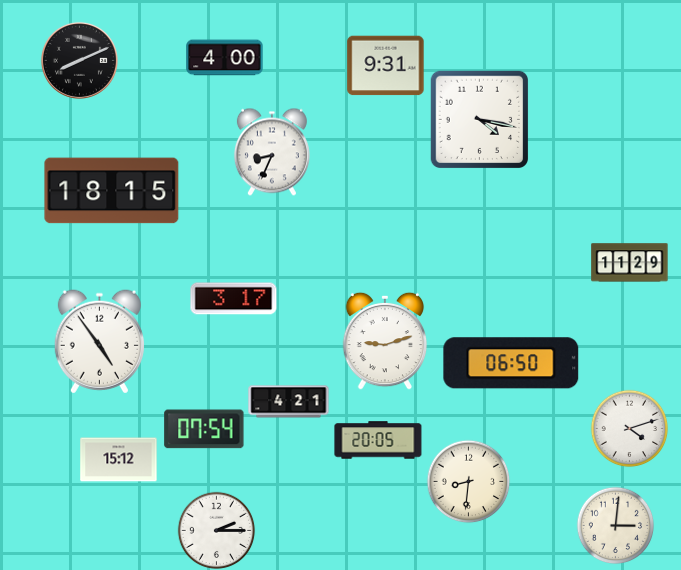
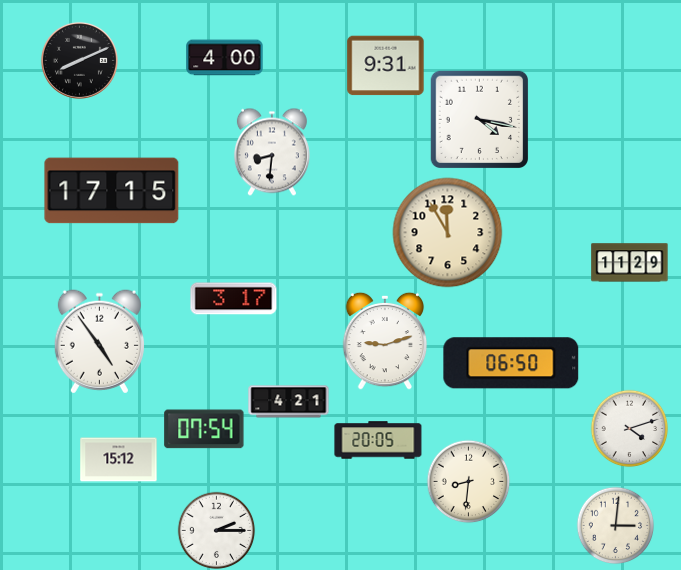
clock at (272, 152): 8:34 -> 8:31
clock at (112, 191): 18:15 -> 17:15
clock at (448, 233): none -> 11:55
